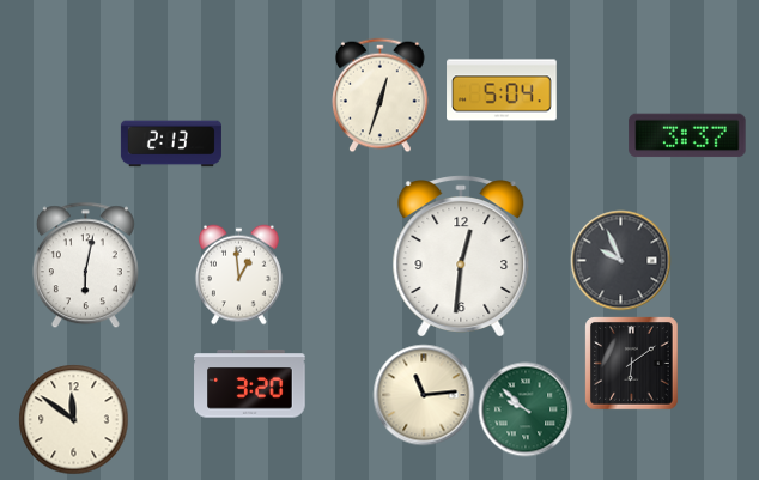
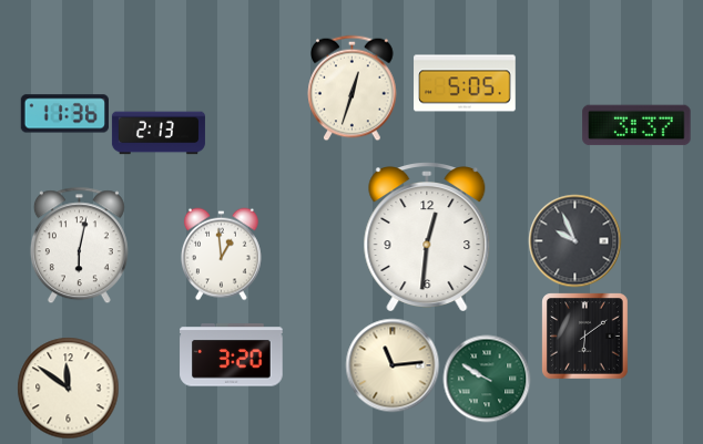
clock at (502, 90): 5:04 -> 5:05
clock at (64, 114): none -> 11:36
clock at (526, 409): 9:52 -> 9:50
